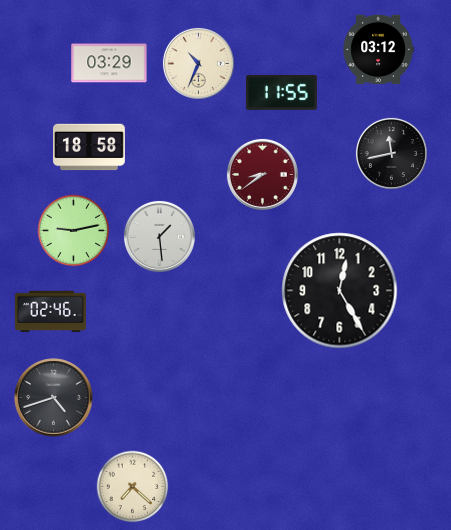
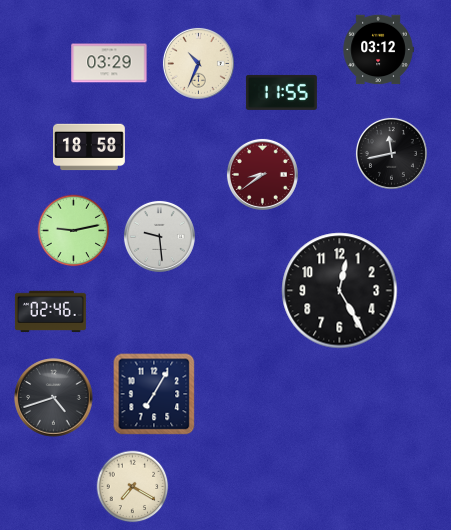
clock at (159, 236): 1:29 -> 9:29
clock at (154, 394): none -> 7:05
clock at (133, 487): 7:22 -> 7:20
